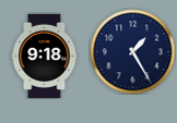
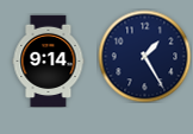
clock at (45, 56): 9:18 -> 9:14
